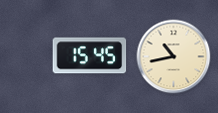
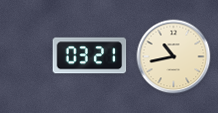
clock at (90, 56): 15:45 -> 03:21
